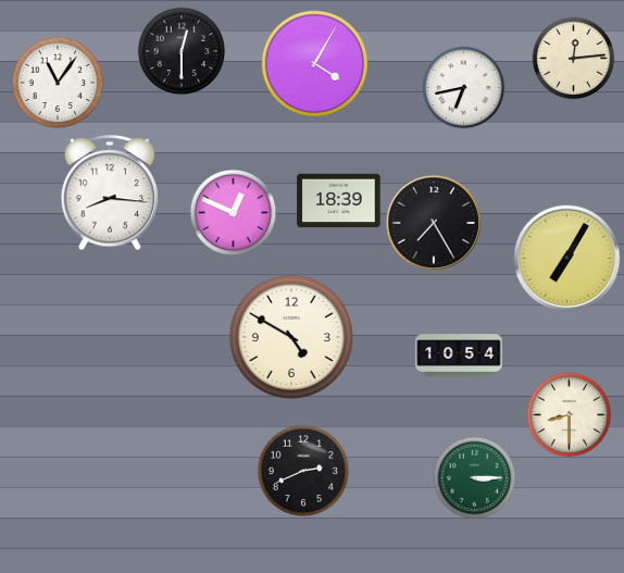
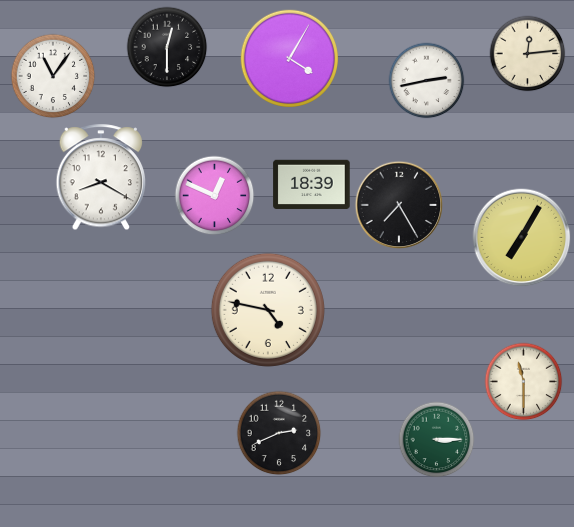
clock at (464, 88): 6:43 -> 2:43
clock at (110, 194): 8:16 -> 8:20
clock at (291, 337): 4:50 -> 4:47
clock at (459, 356): 10:54 -> none
clock at (570, 415): 8:30 -> 11:30
